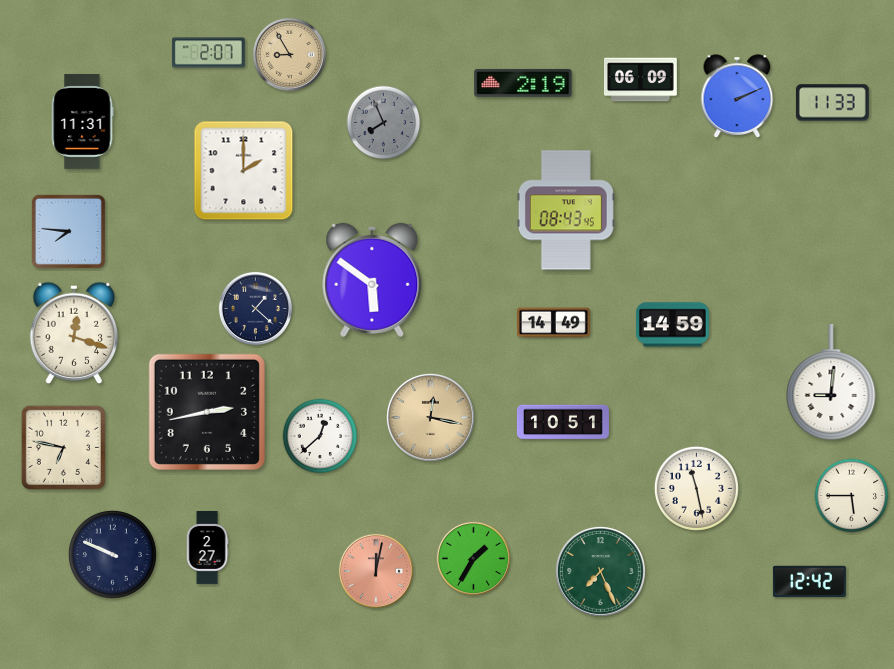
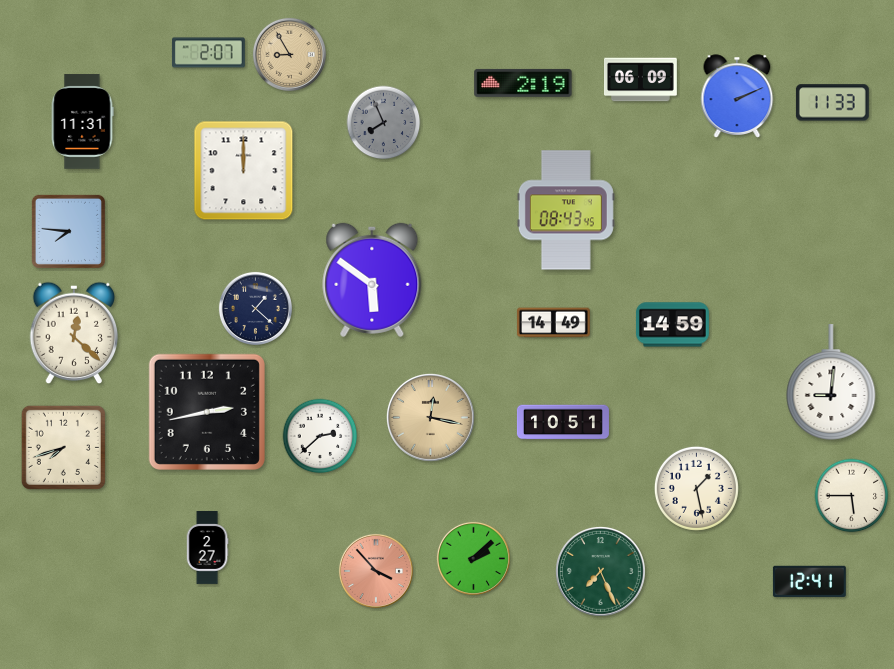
clock at (244, 171): 2:00 -> 12:00
clock at (73, 333): 12:18 -> 12:22
clock at (320, 436): 12:38 -> 2:38
clock at (63, 447): 6:47 -> 7:42
clock at (696, 488): 11:28 -> 1:28
clock at (112, 554): 9:49 -> none
clock at (473, 558): 1:35 -> 2:08
clock at (376, 571): 12:02 -> 3:53
clock at (809, 581): 12:42 -> 12:41
